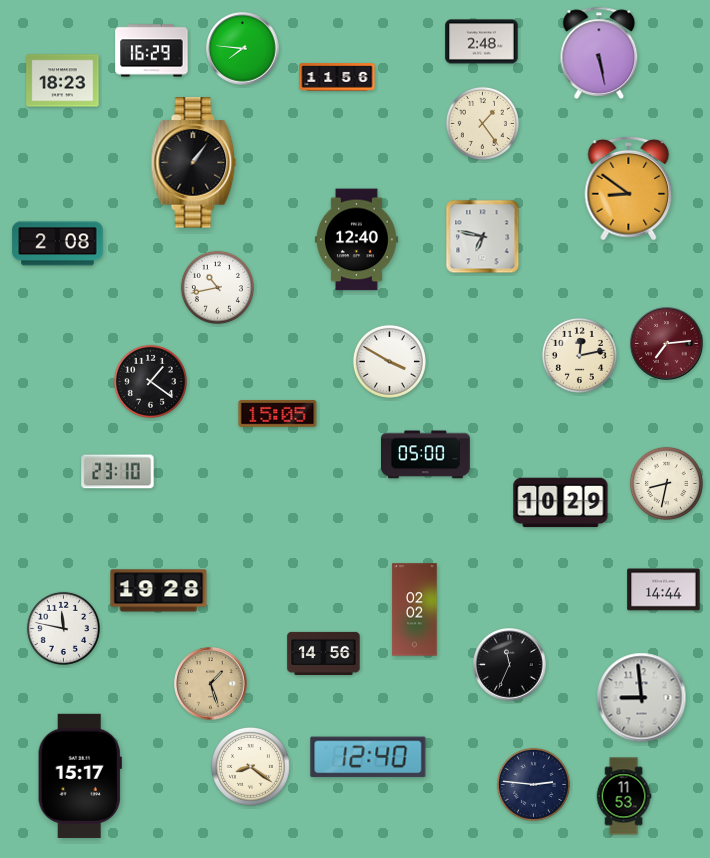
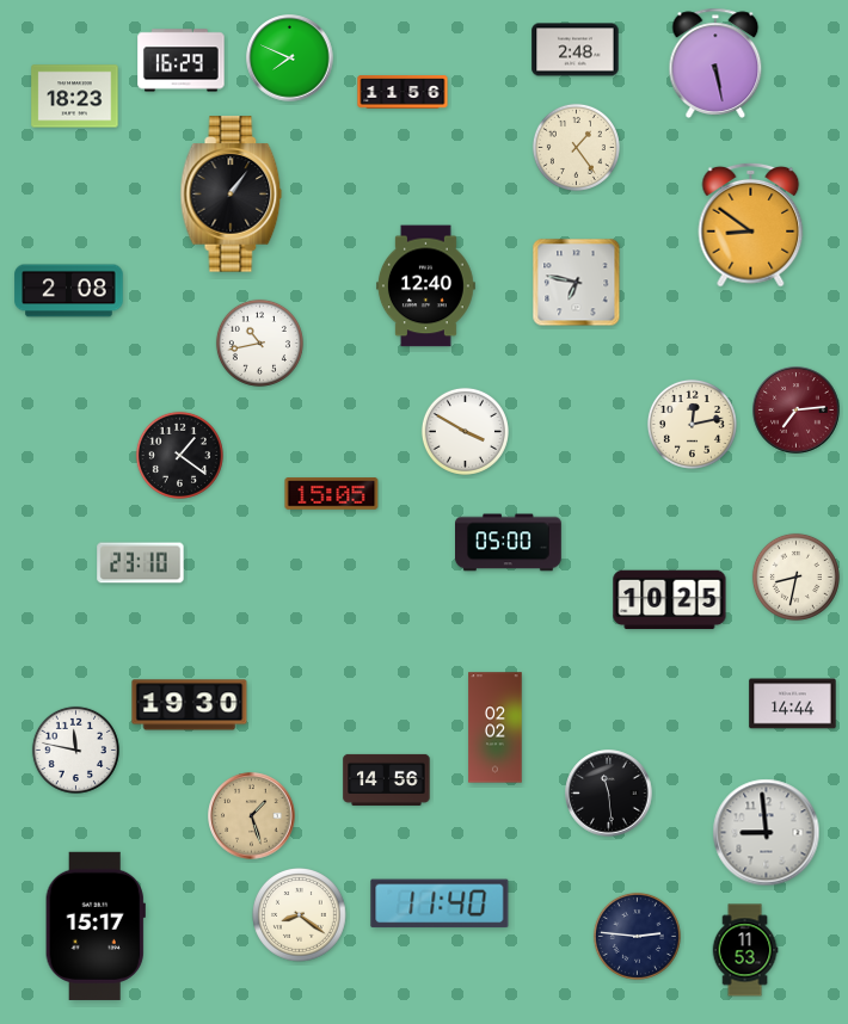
clock at (243, 49): 7:46 -> 7:49
clock at (561, 503): 10:29 -> 10:25
clock at (159, 591): 19:28 -> 19:30
clock at (510, 665): 11:34 -> 11:29
clock at (368, 757): 12:40 -> 11:40
